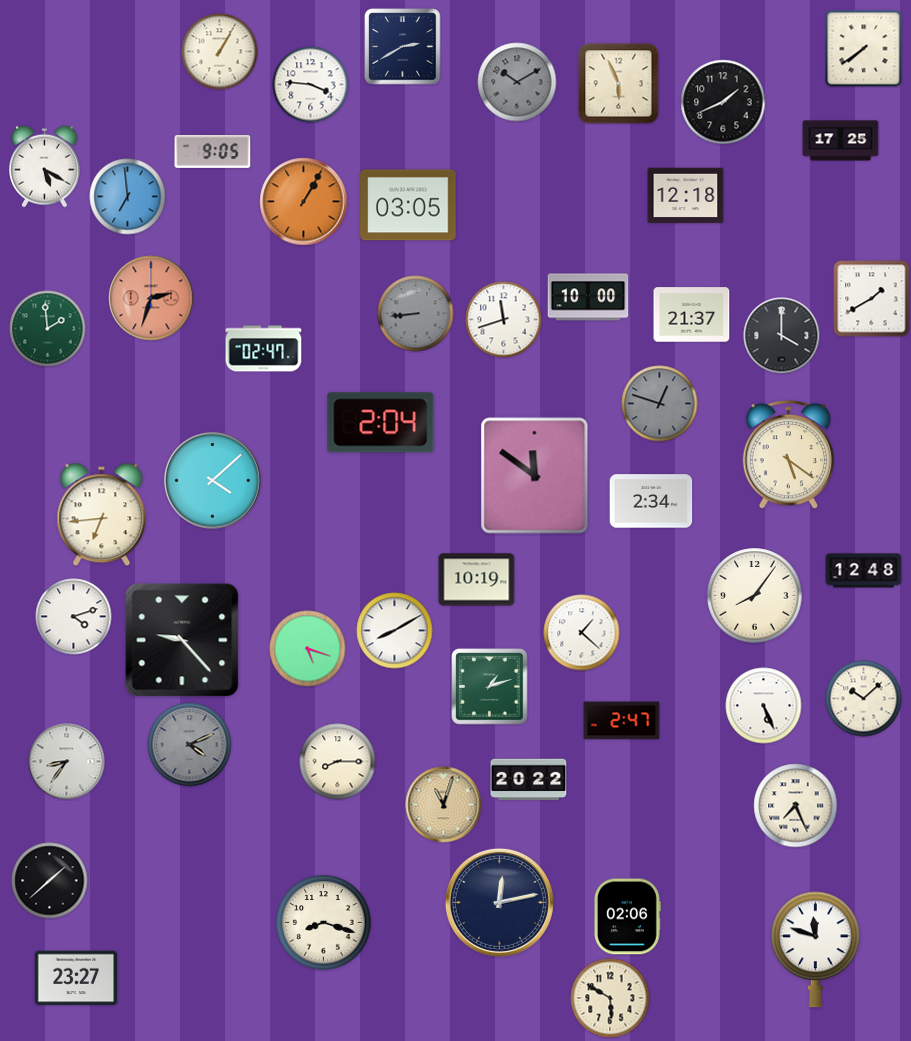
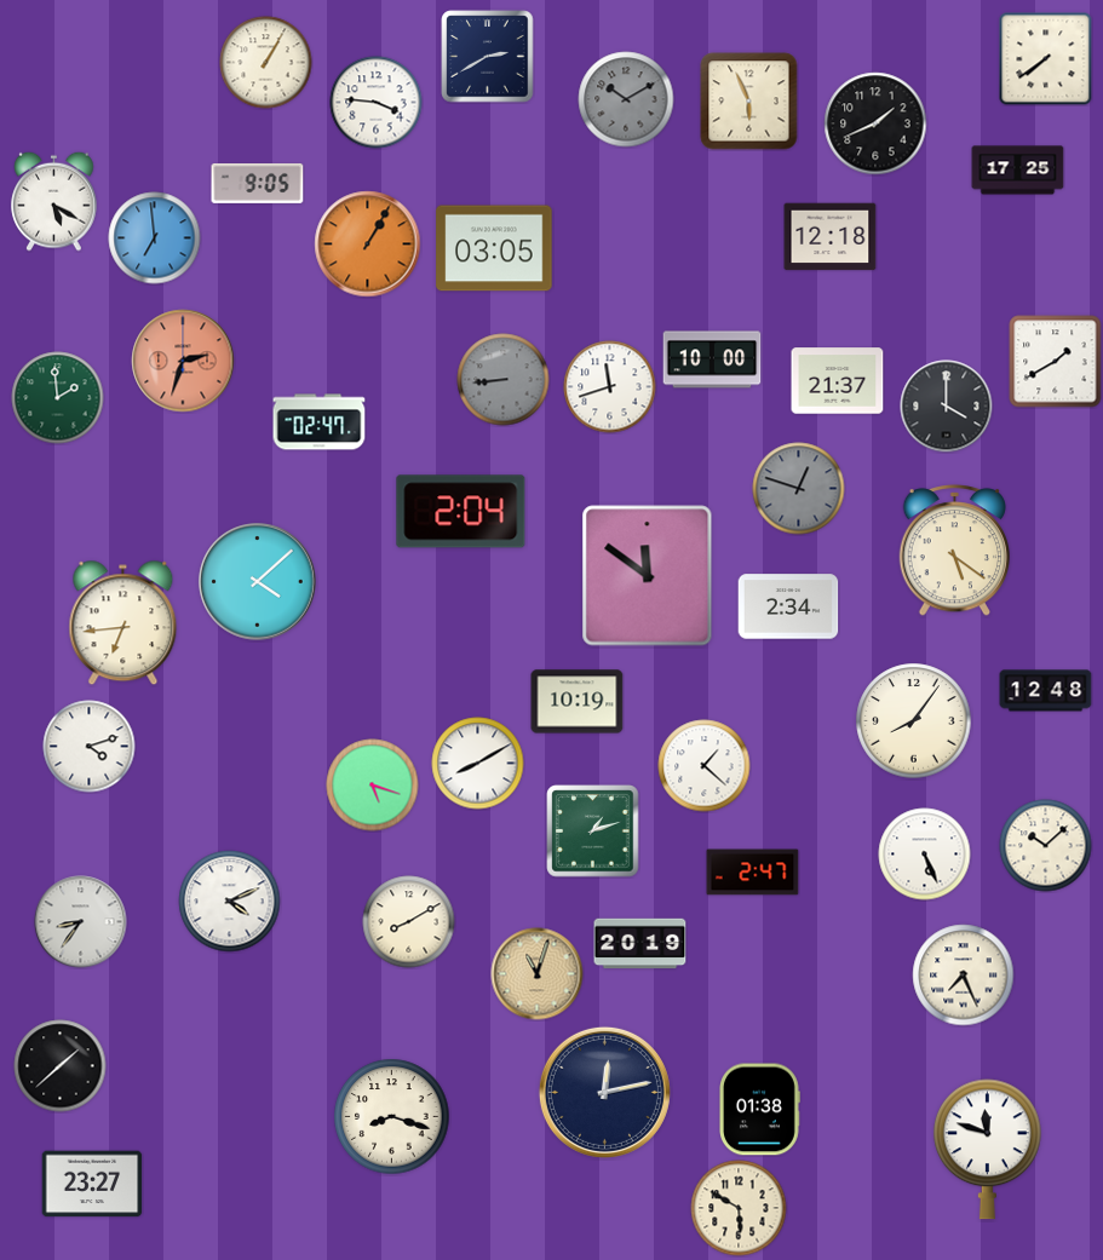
clock at (182, 640): 9:23 -> none
clock at (190, 745) dial: grey -> white
clock at (338, 762): 8:15 -> 8:10
clock at (529, 780): 20:22 -> 20:19
clock at (628, 917): 02:06 -> 01:38
